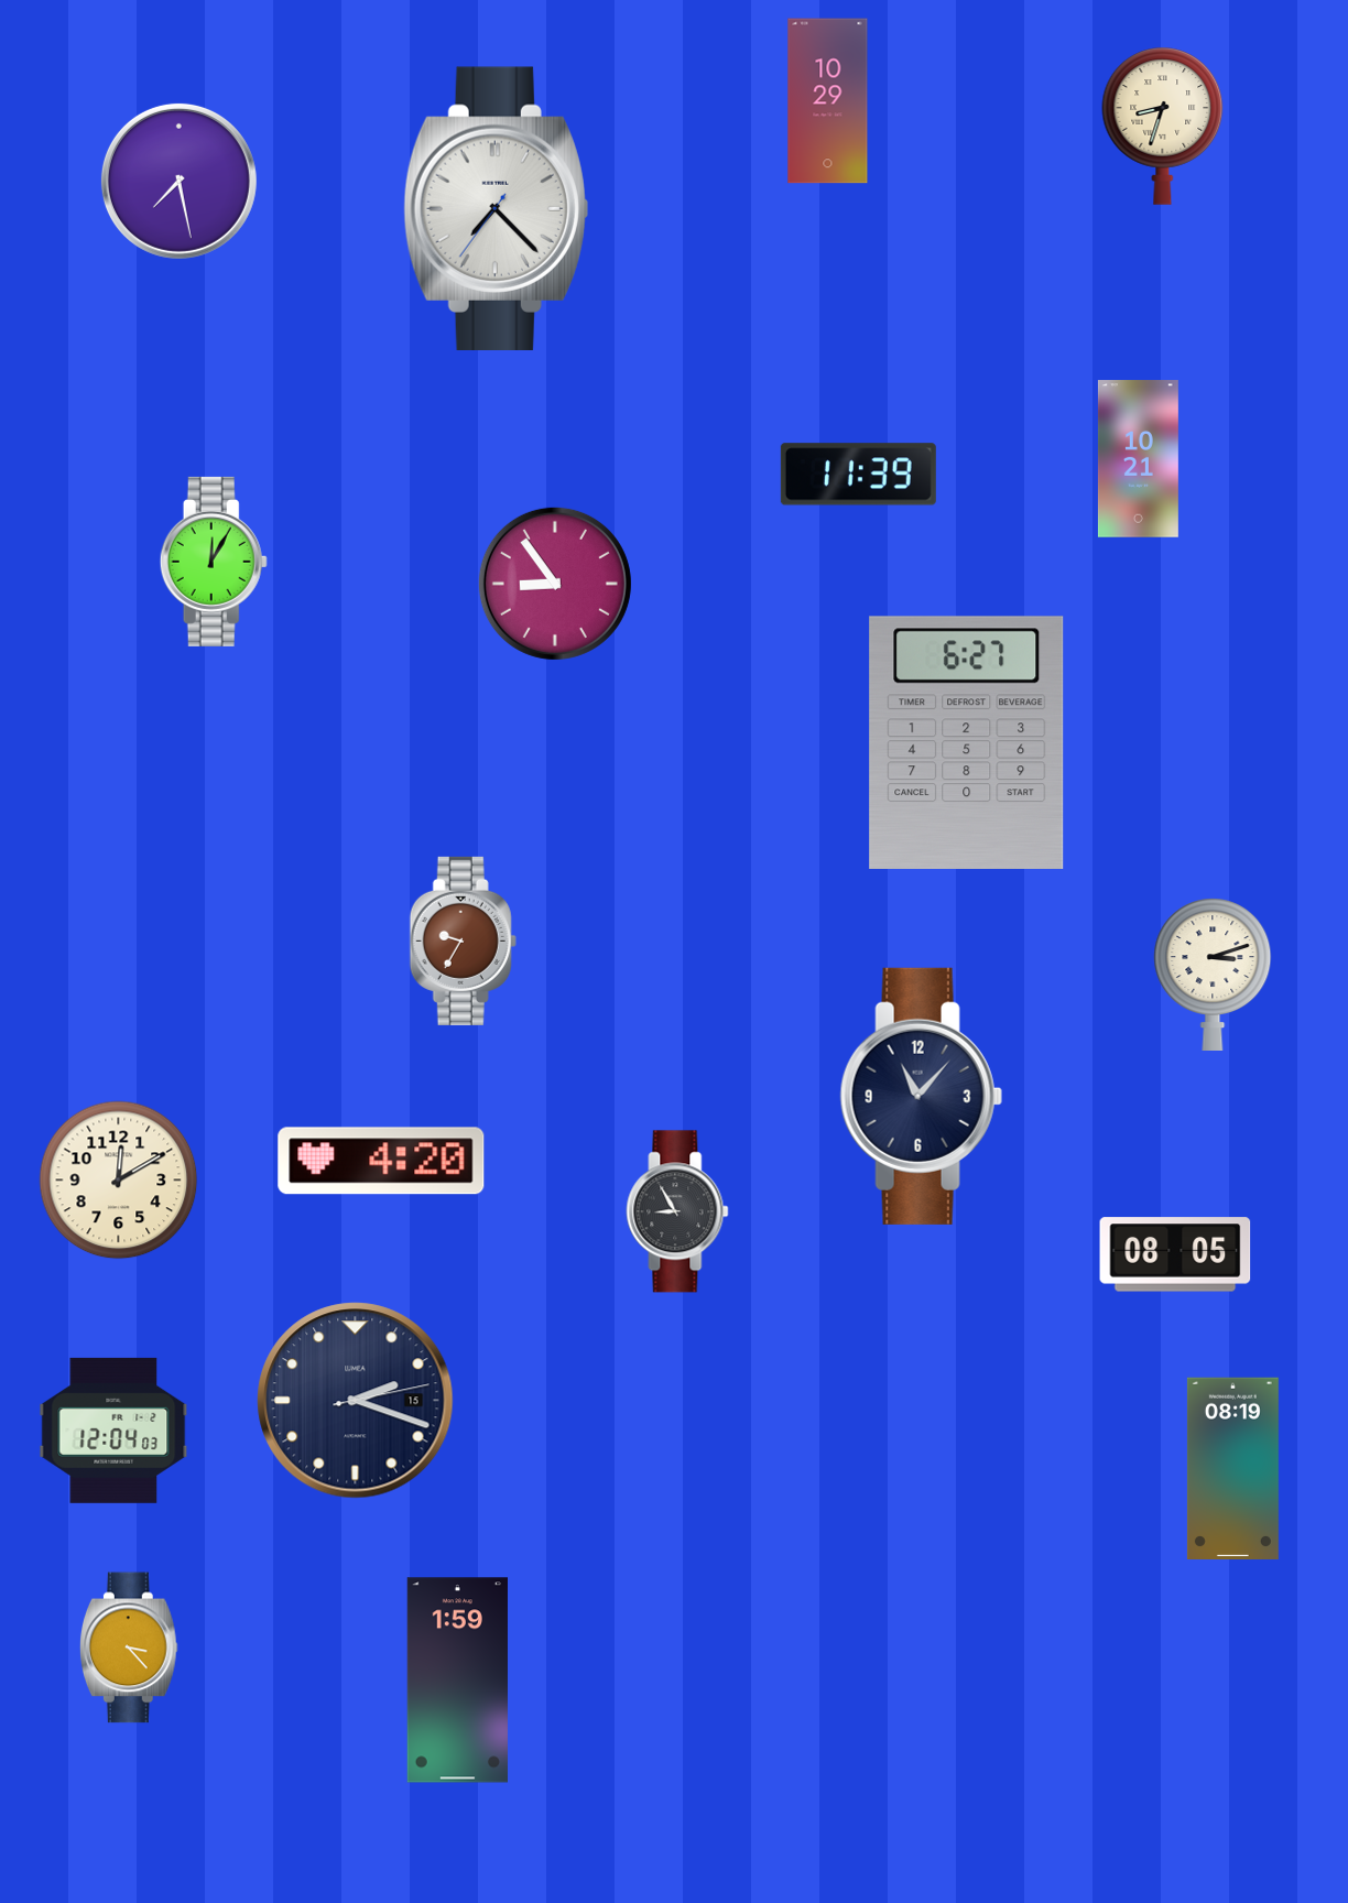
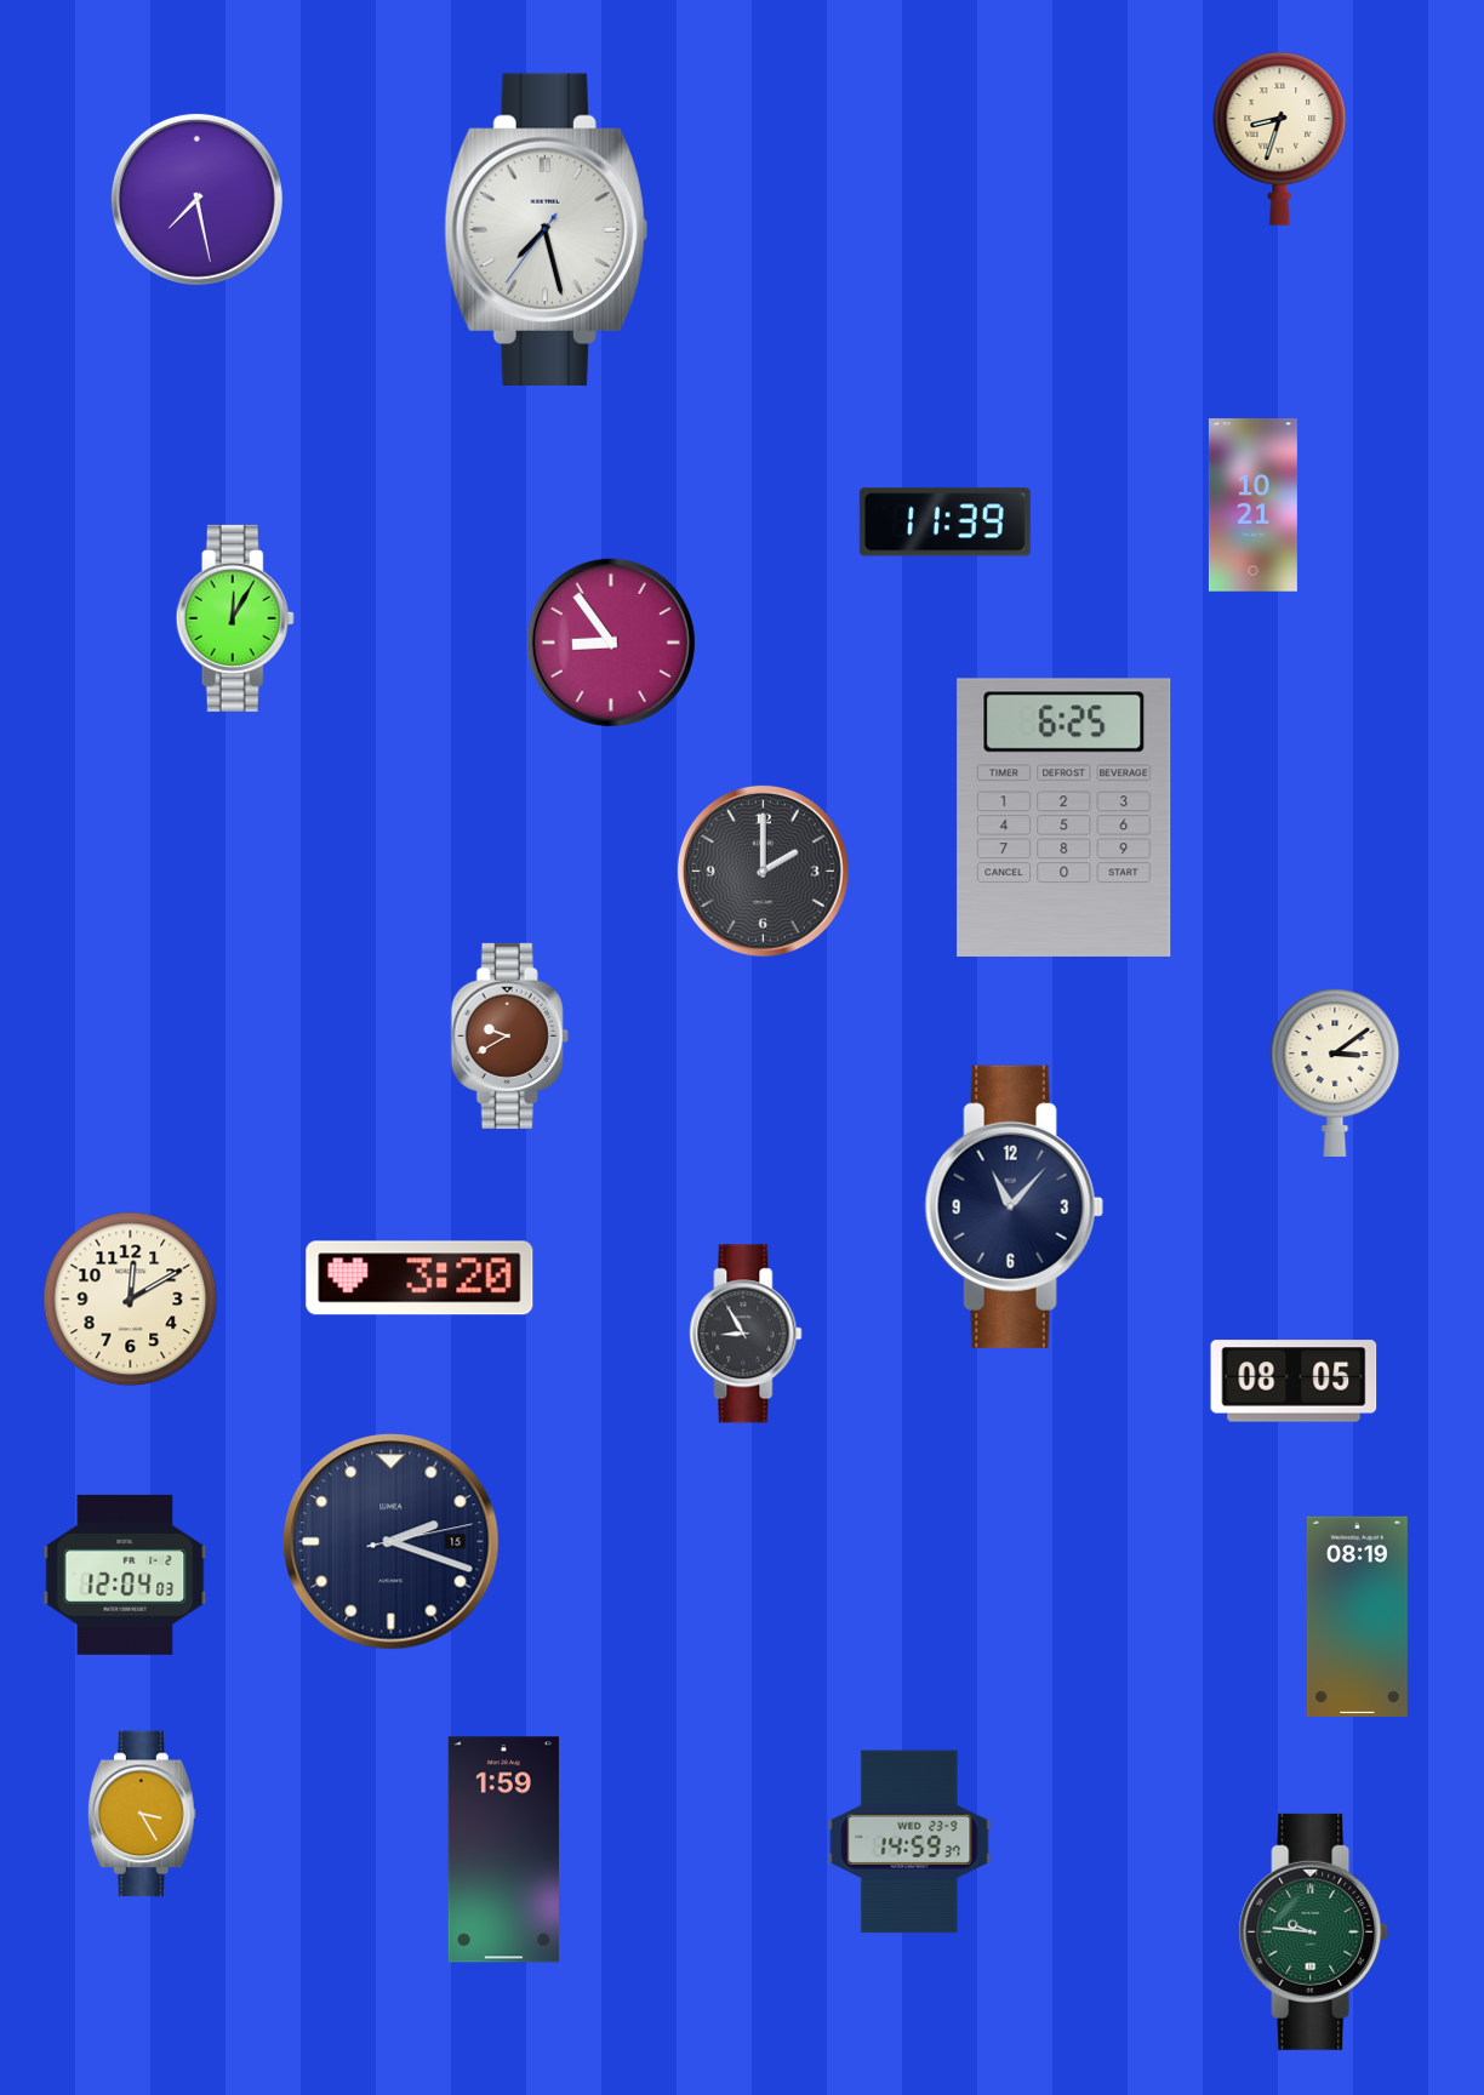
clock at (828, 101): 10:29 -> none
clock at (496, 208): 7:22 -> 7:27
clock at (967, 742): 6:27 -> 6:25
clock at (763, 870): none -> 2:00
clock at (463, 940): 9:35 -> 9:40
clock at (1213, 974): 3:12 -> 3:09
clock at (381, 1161): 4:20 -> 3:20
clock at (129, 1648): 3:23 -> 3:25
clock at (909, 1842): none -> 14:59
clock at (1314, 1931): none -> 9:46
